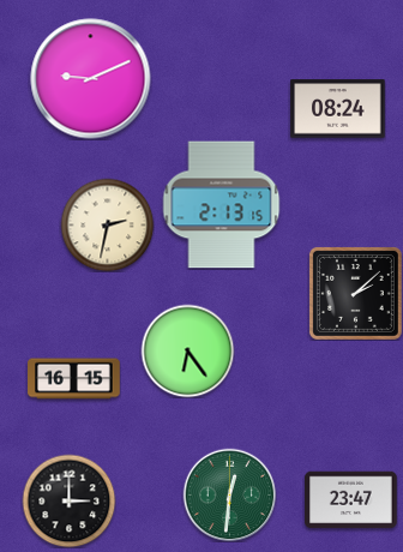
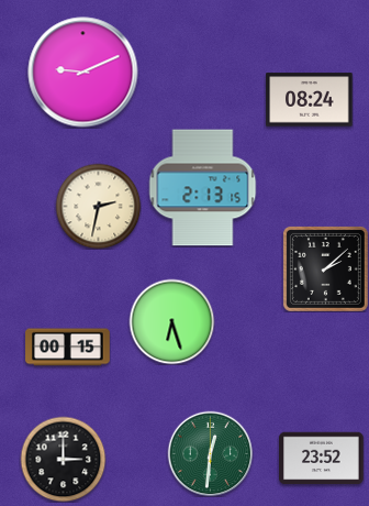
clock at (187, 350): 6:24 -> 6:27
clock at (74, 379): 16:15 -> 00:15
clock at (351, 500): 23:47 -> 23:52
